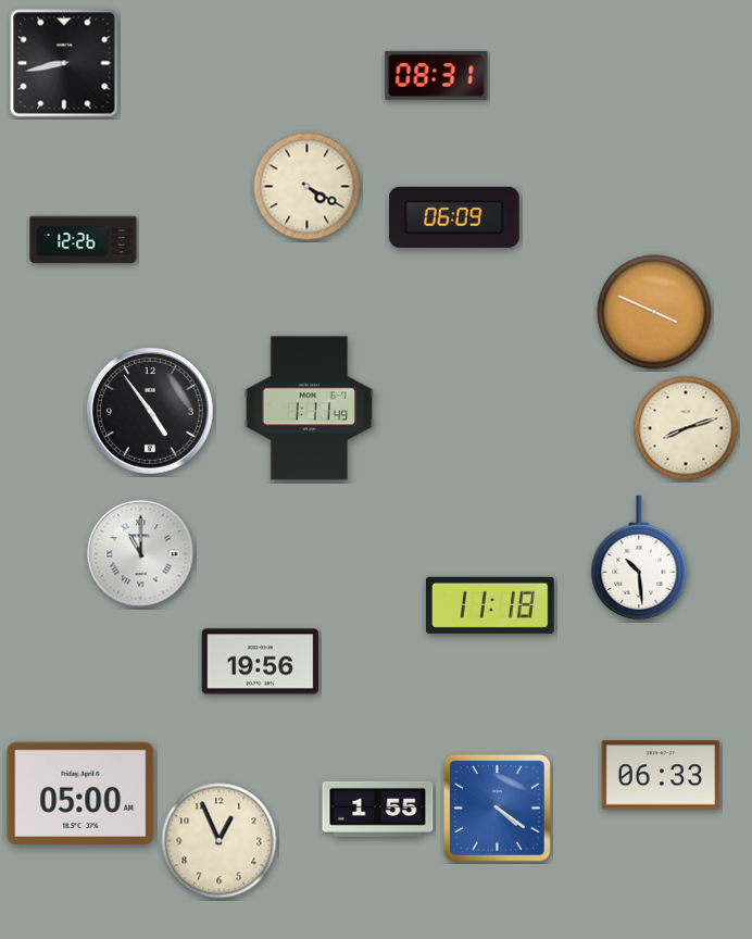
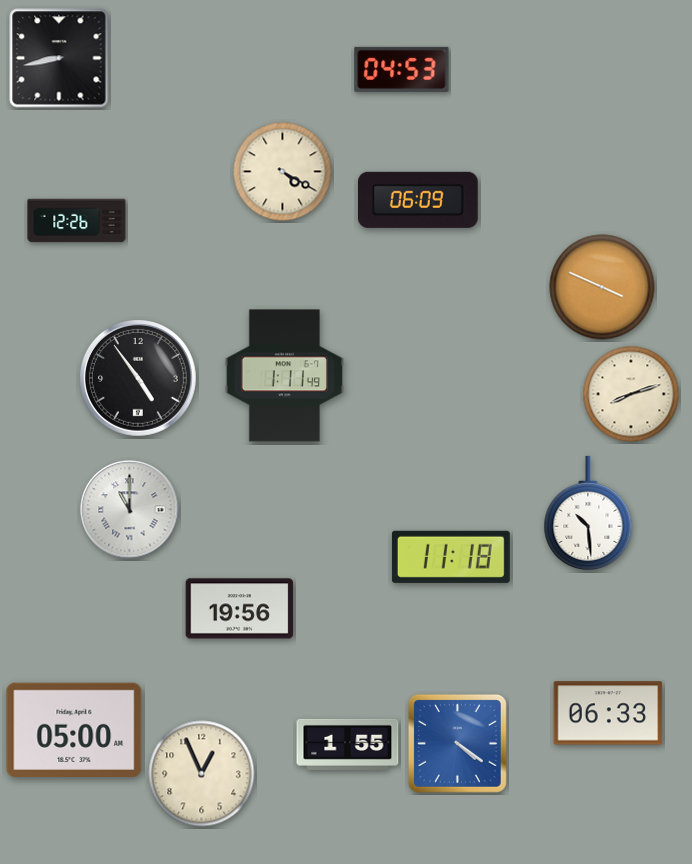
clock at (437, 75): 08:31 -> 04:53
